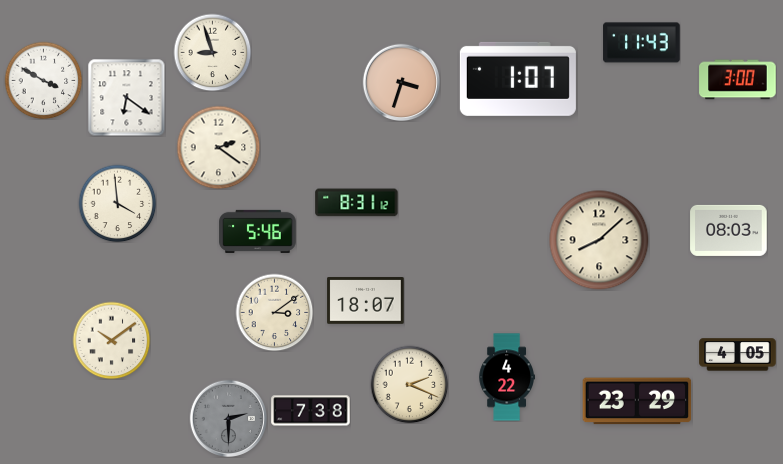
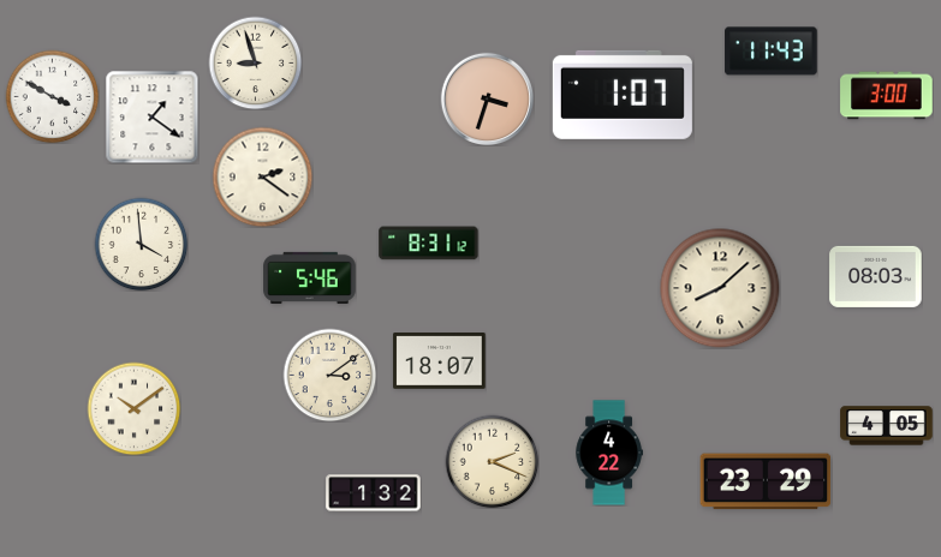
clock at (401, 82) position: (401, 82) -> (487, 98)
clock at (126, 97): 6:21 -> 1:21
clock at (311, 411): 7:38 -> 1:32
clock at (228, 418): 2:30 -> none
